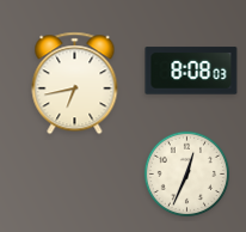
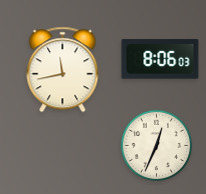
clock at (191, 71): 8:08 -> 8:06
clock at (75, 84): 6:43 -> 11:43
